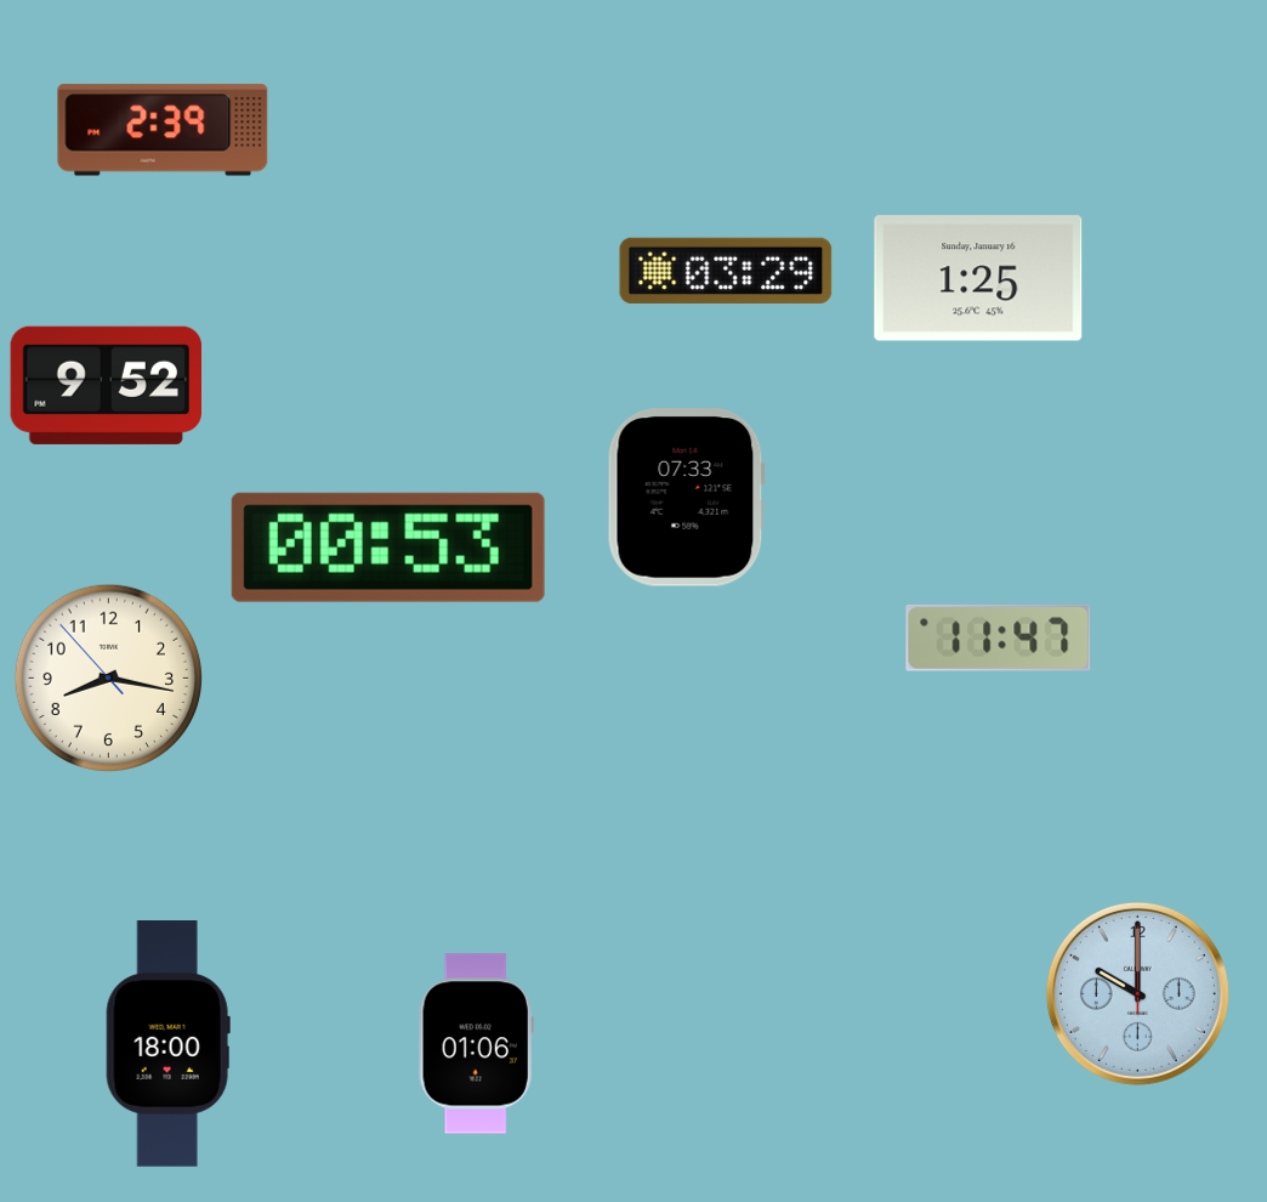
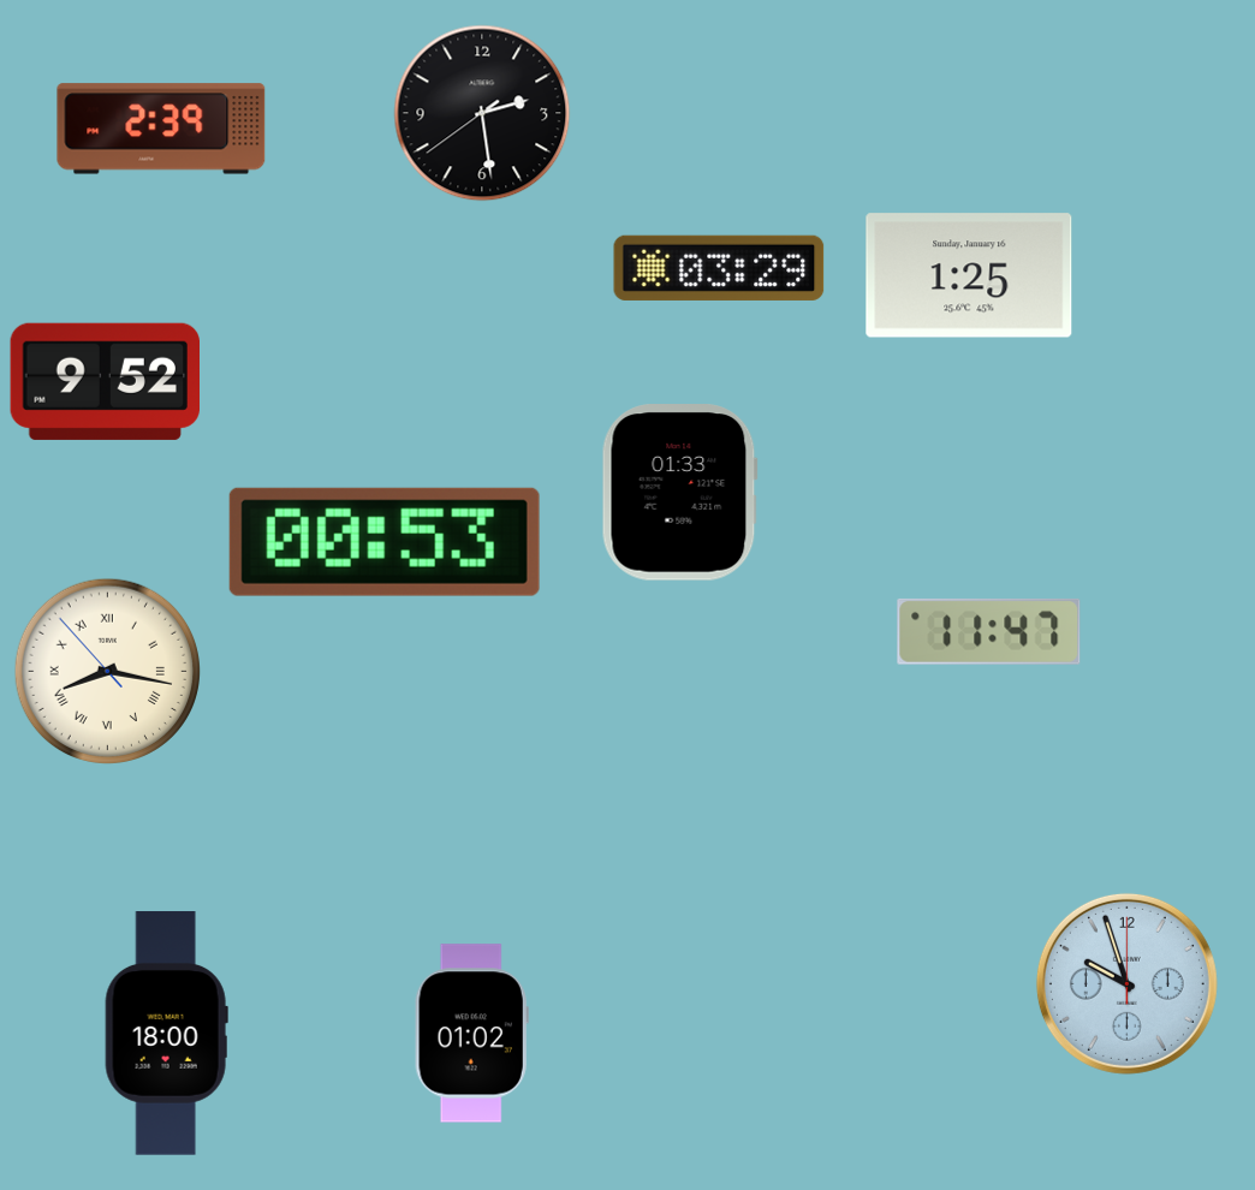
clock at (482, 113): none -> 2:28
clock at (686, 498): 07:33 -> 01:33
clock at (108, 677) numerals: Arabic -> Roman
clock at (1137, 993): 10:00 -> 9:57
clock at (476, 1044): 01:06 -> 01:02
